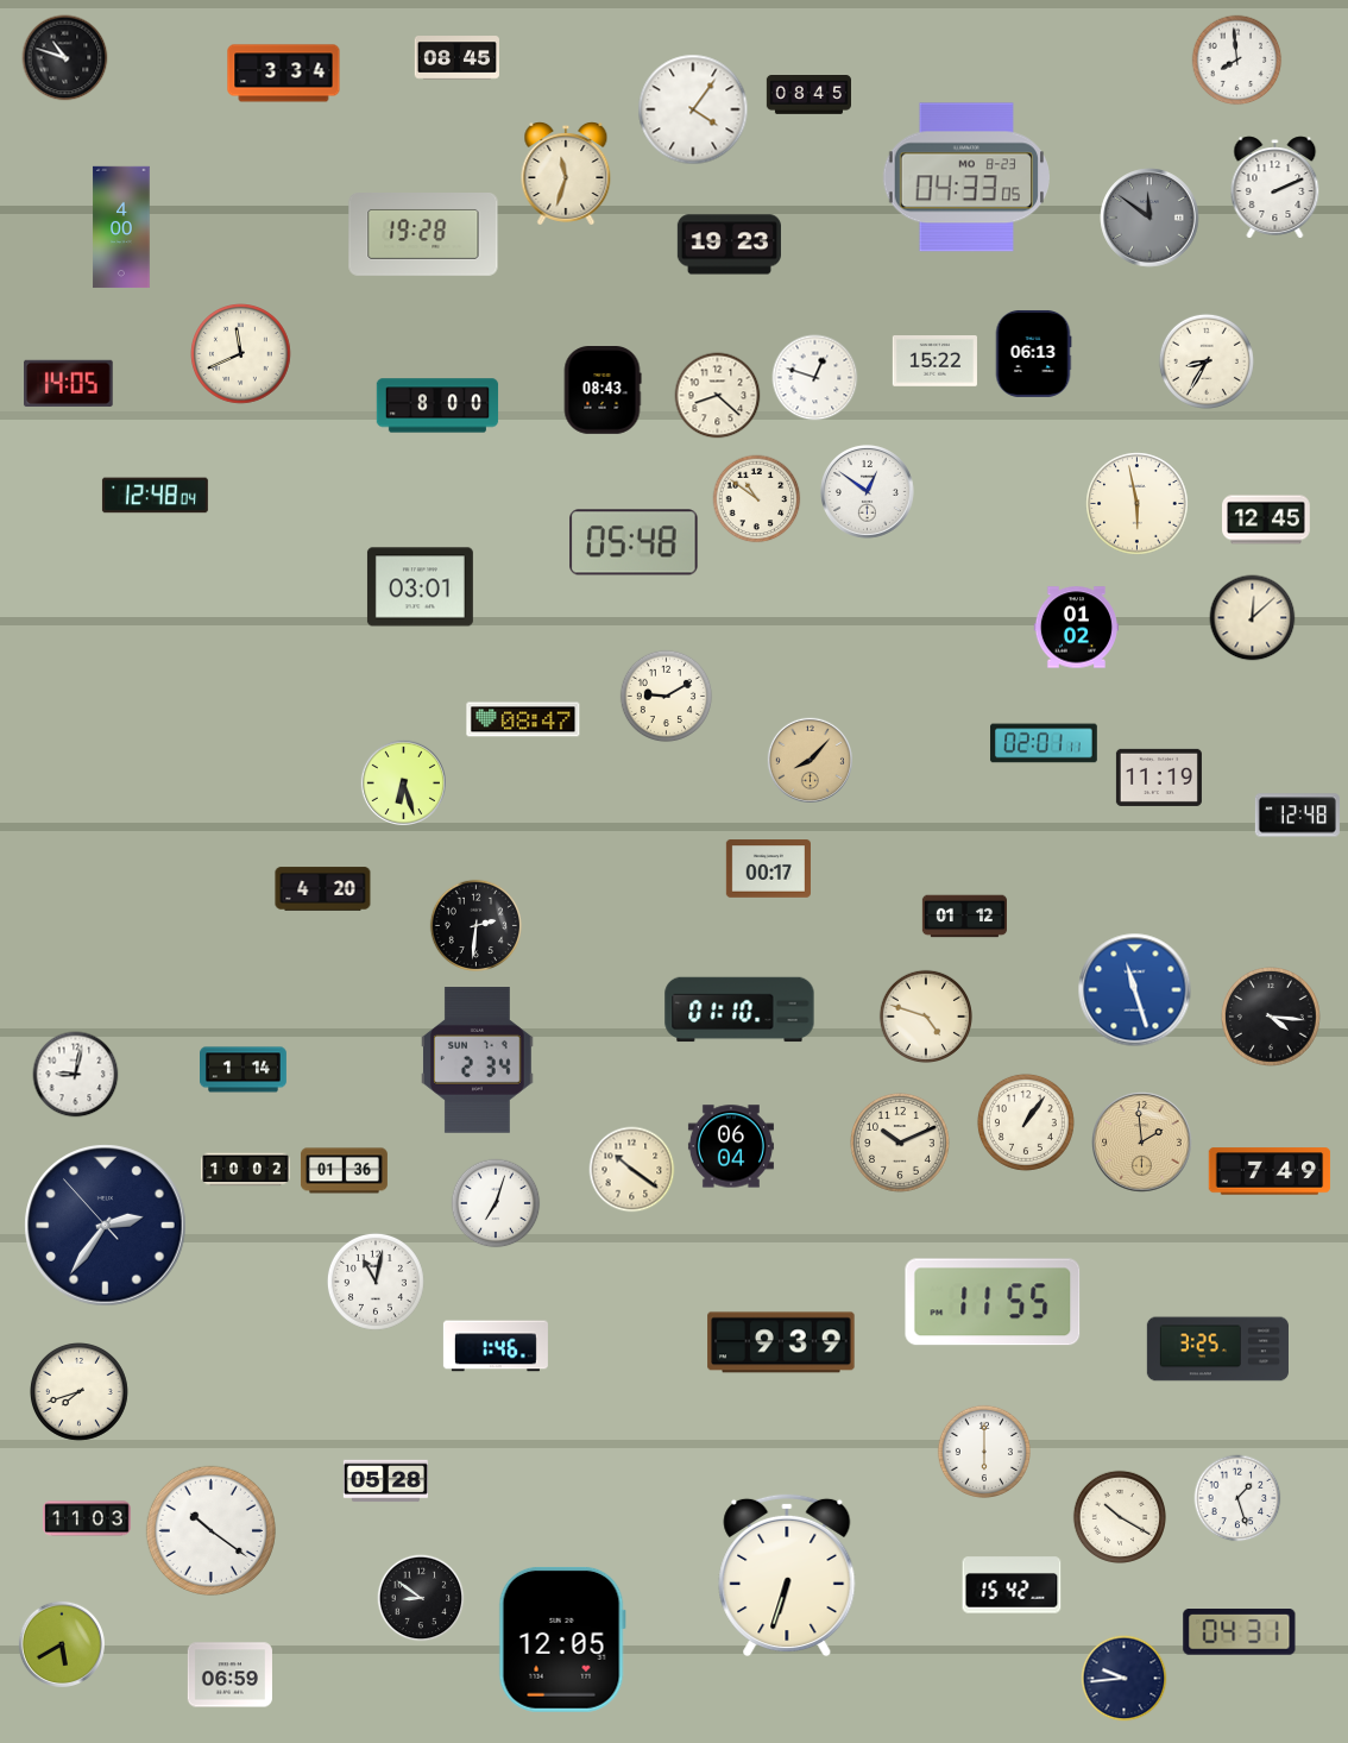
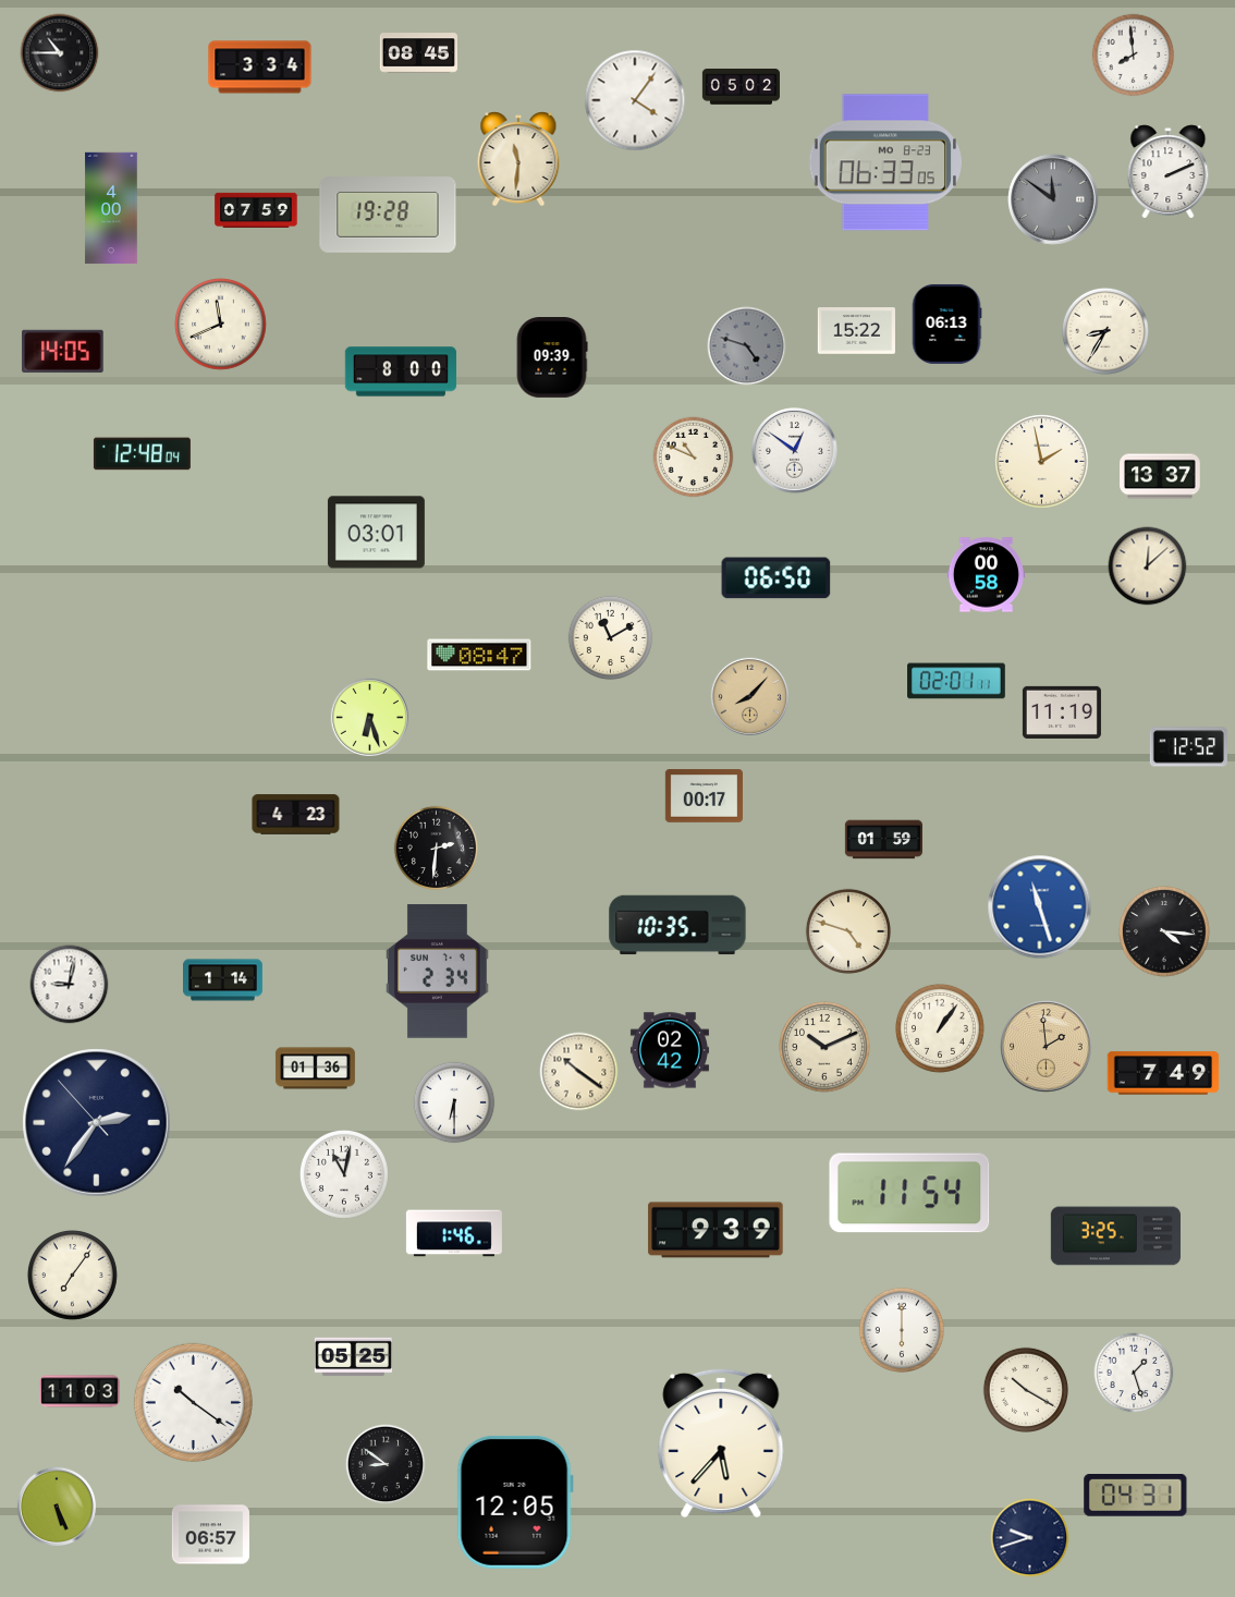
clock at (65, 58): 10:48 -> 10:45
clock at (808, 95): 08:45 -> 05:02
clock at (566, 175): 11:33 -> 11:31
clock at (965, 177): 04:33 -> 06:33
clock at (256, 209): none -> 07:59
clock at (729, 245): 19:23 -> none
clock at (815, 378): 12:48 -> 4:48
clock at (815, 378) dial: white -> grey
clock at (603, 391): 08:43 -> 09:39
clock at (718, 396): 8:22 -> none
clock at (757, 499): 10:51 -> 10:49
clock at (1138, 504): 5:58 -> 1:58
clock at (1266, 520): 12:45 -> 13:37
clock at (634, 542): 05:48 -> none
clock at (420, 587) position: (420, 587) -> (376, 533)
clock at (1076, 628): 01:02 -> 00:58
clock at (777, 578): none -> 06:50
clock at (667, 697): 9:10 -> 11:10
clock at (523, 719) position: (523, 719) -> (479, 655)
clock at (810, 760) position: (810, 760) -> (749, 696)
clock at (1297, 816): 12:48 -> 12:52
clock at (323, 889): 4:20 -> 4:23
clock at (964, 917): 01:12 -> 01:59
clock at (739, 1009): 01:10 -> 10:35
clock at (731, 1146): 06:04 -> 02:42
clock at (246, 1170): 10:02 -> none
clock at (345, 1171) position: (345, 1171) -> (316, 1069)
clock at (496, 1203): 7:03 -> 6:30
clock at (993, 1302): 11:55 -> 11:54
clock at (78, 1391): 7:42 -> 7:06
clock at (385, 1481): 05:28 -> 05:25
clock at (787, 1575): 6:33 -> 5:37
clock at (1012, 1585): 15:42 -> none
clock at (62, 1644): 5:40 -> 5:26
clock at (229, 1675): 06:59 -> 06:57
clock at (1125, 1679): 9:44 -> 9:42
